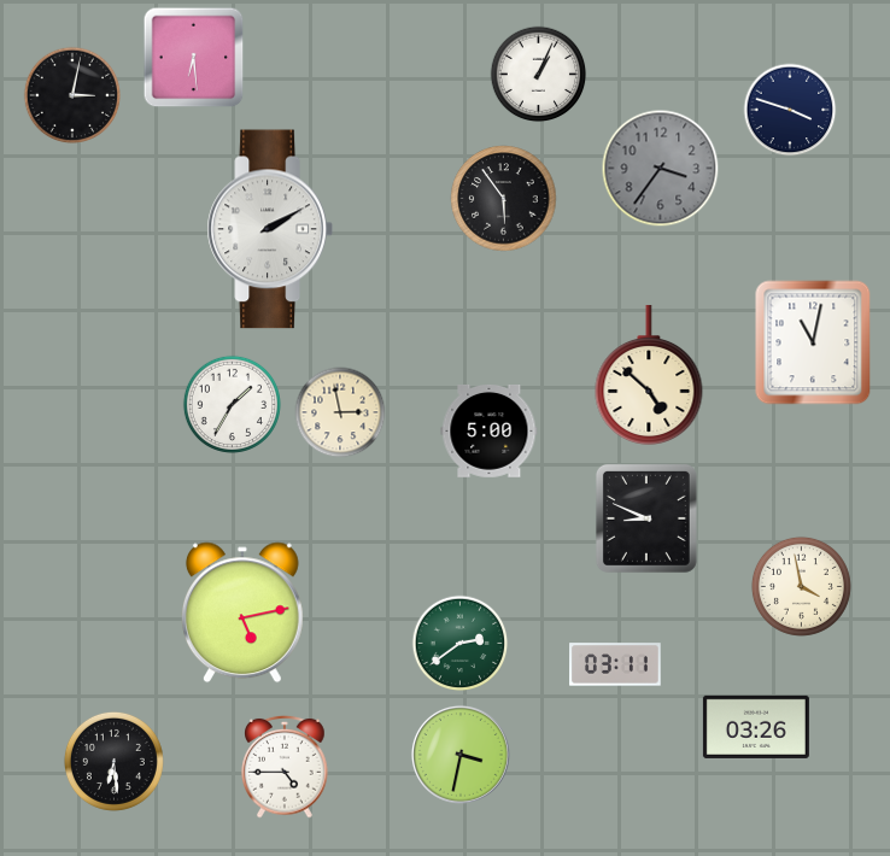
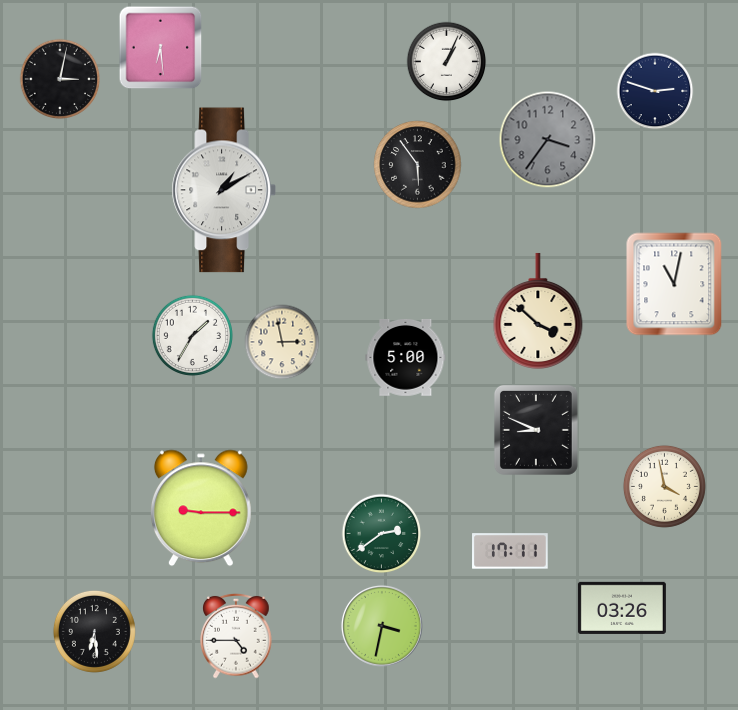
clock at (790, 110): 3:48 -> 2:48
clock at (270, 229): 2:10 -> 1:10
clock at (649, 374): 4:52 -> 3:52
clock at (242, 612): 5:13 -> 9:15
clock at (615, 664): 03:11 -> 17:11
clock at (756, 727) position: (756, 727) -> (622, 608)
